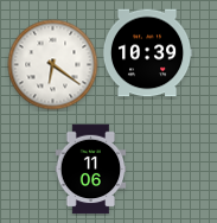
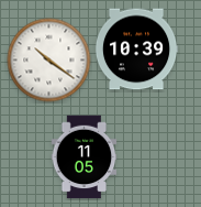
clock at (53, 65): 6:21 -> 10:21
clock at (91, 170): 11:06 -> 11:05
